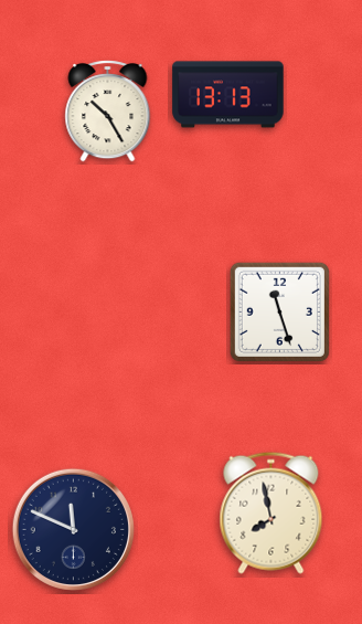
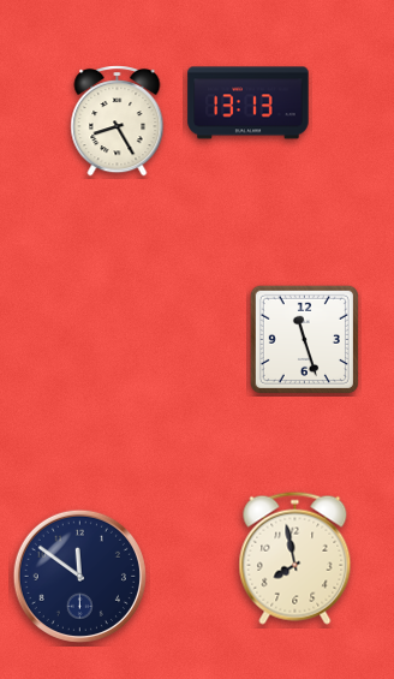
clock at (108, 112): 10:25 -> 8:25
clock at (73, 529): 11:49 -> 11:51
